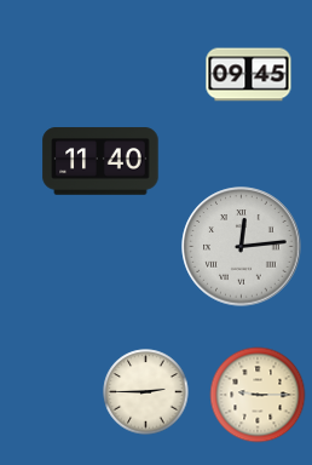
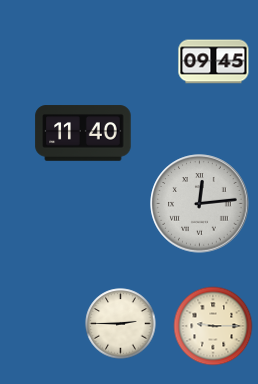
clock at (249, 75) position: (249, 75) -> (214, 62)
